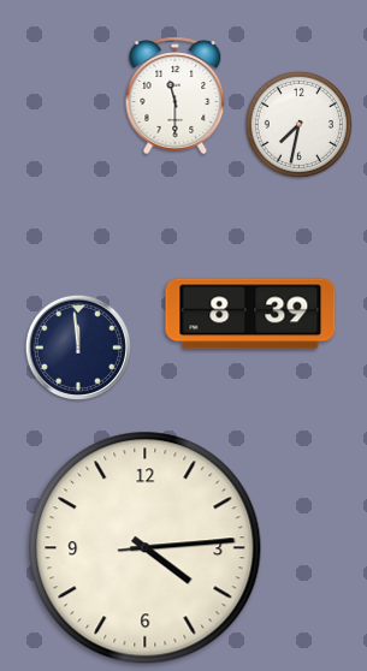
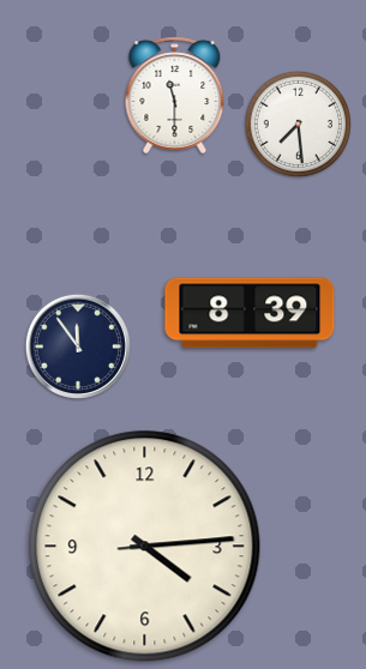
clock at (298, 124): 7:32 -> 7:29
clock at (78, 348): 11:59 -> 11:54
